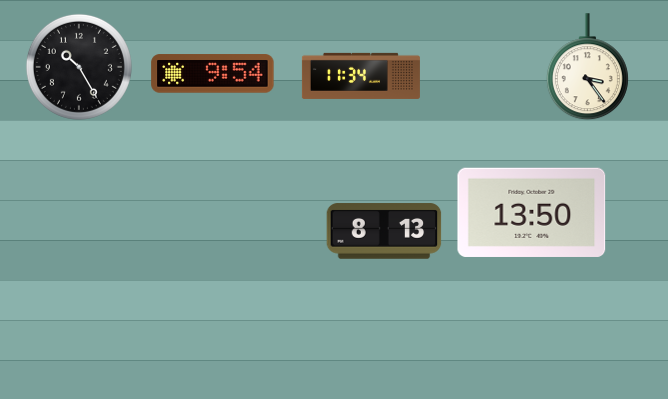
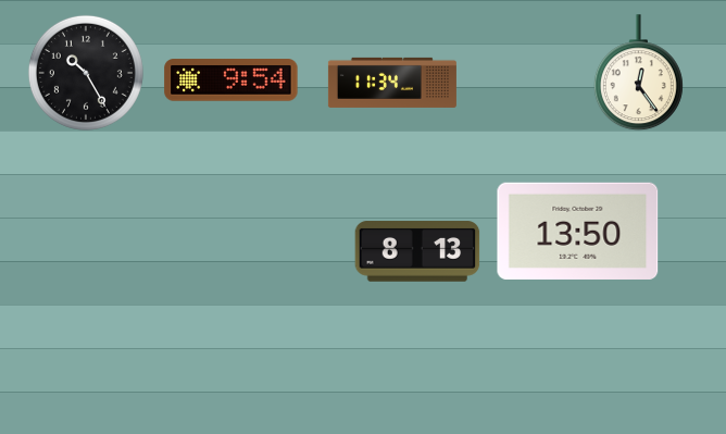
clock at (587, 67): 3:24 -> 12:24
